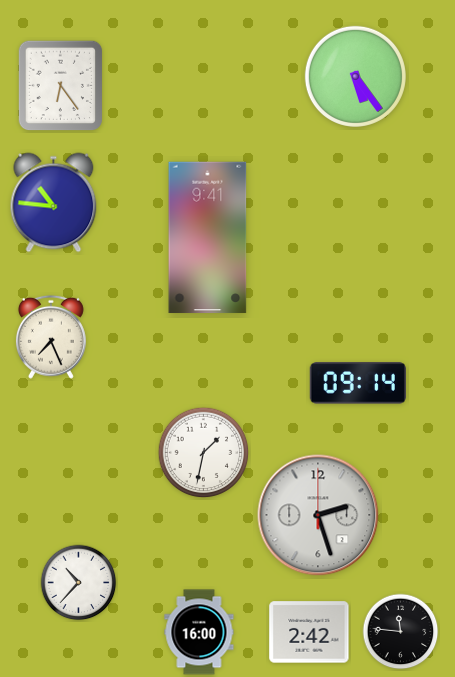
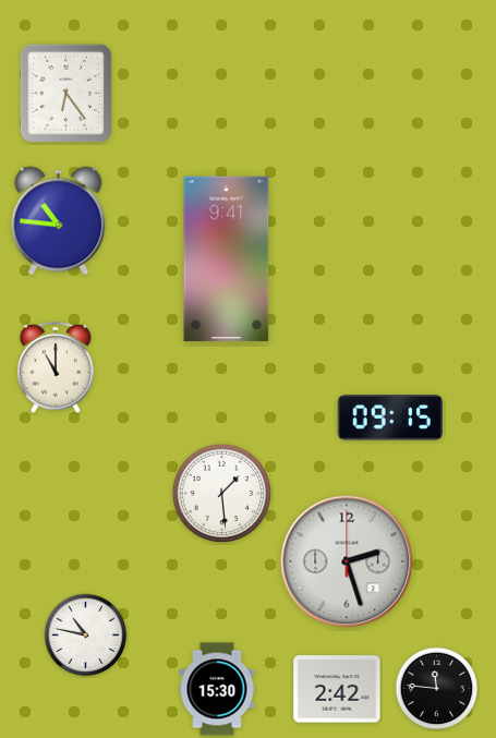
clock at (355, 76): 5:24 -> none
clock at (51, 337): 7:26 -> 11:00
clock at (358, 383): 09:14 -> 09:15
clock at (204, 453): 1:32 -> 1:29
clock at (79, 583): 10:37 -> 10:47
clock at (199, 632): 16:00 -> 15:30
